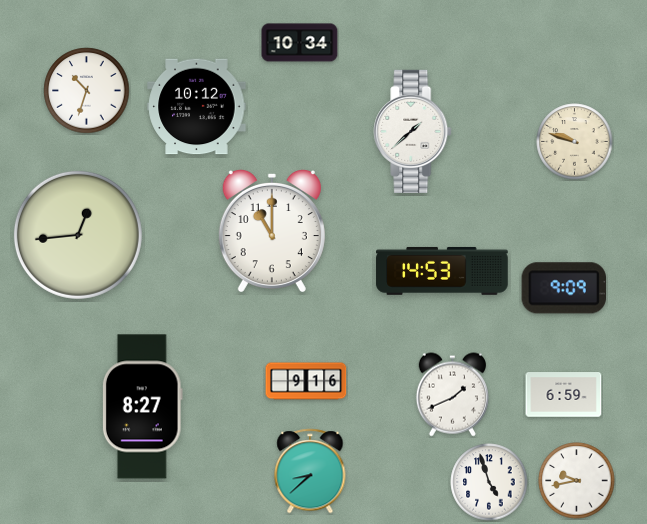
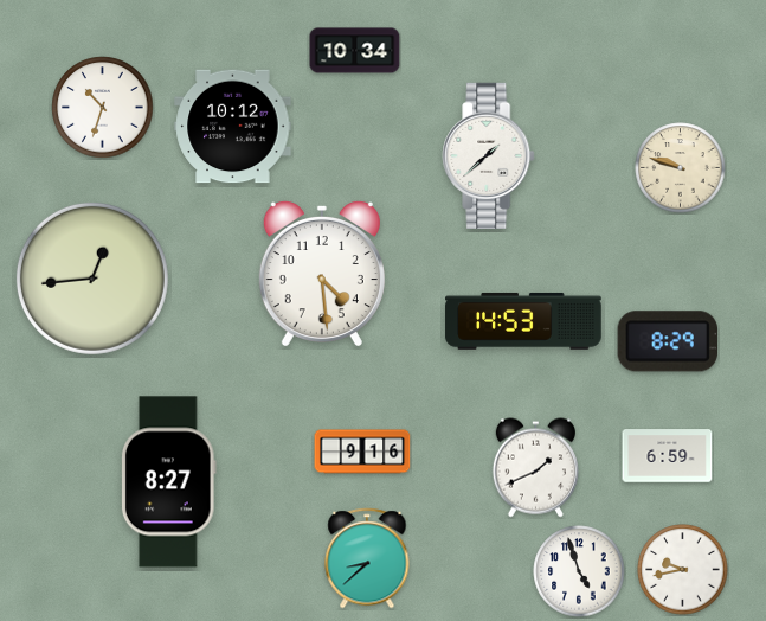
clock at (272, 231): 11:00 -> 4:29
clock at (563, 288): 9:09 -> 8:29
clock at (564, 395) position: (564, 395) -> (668, 456)
